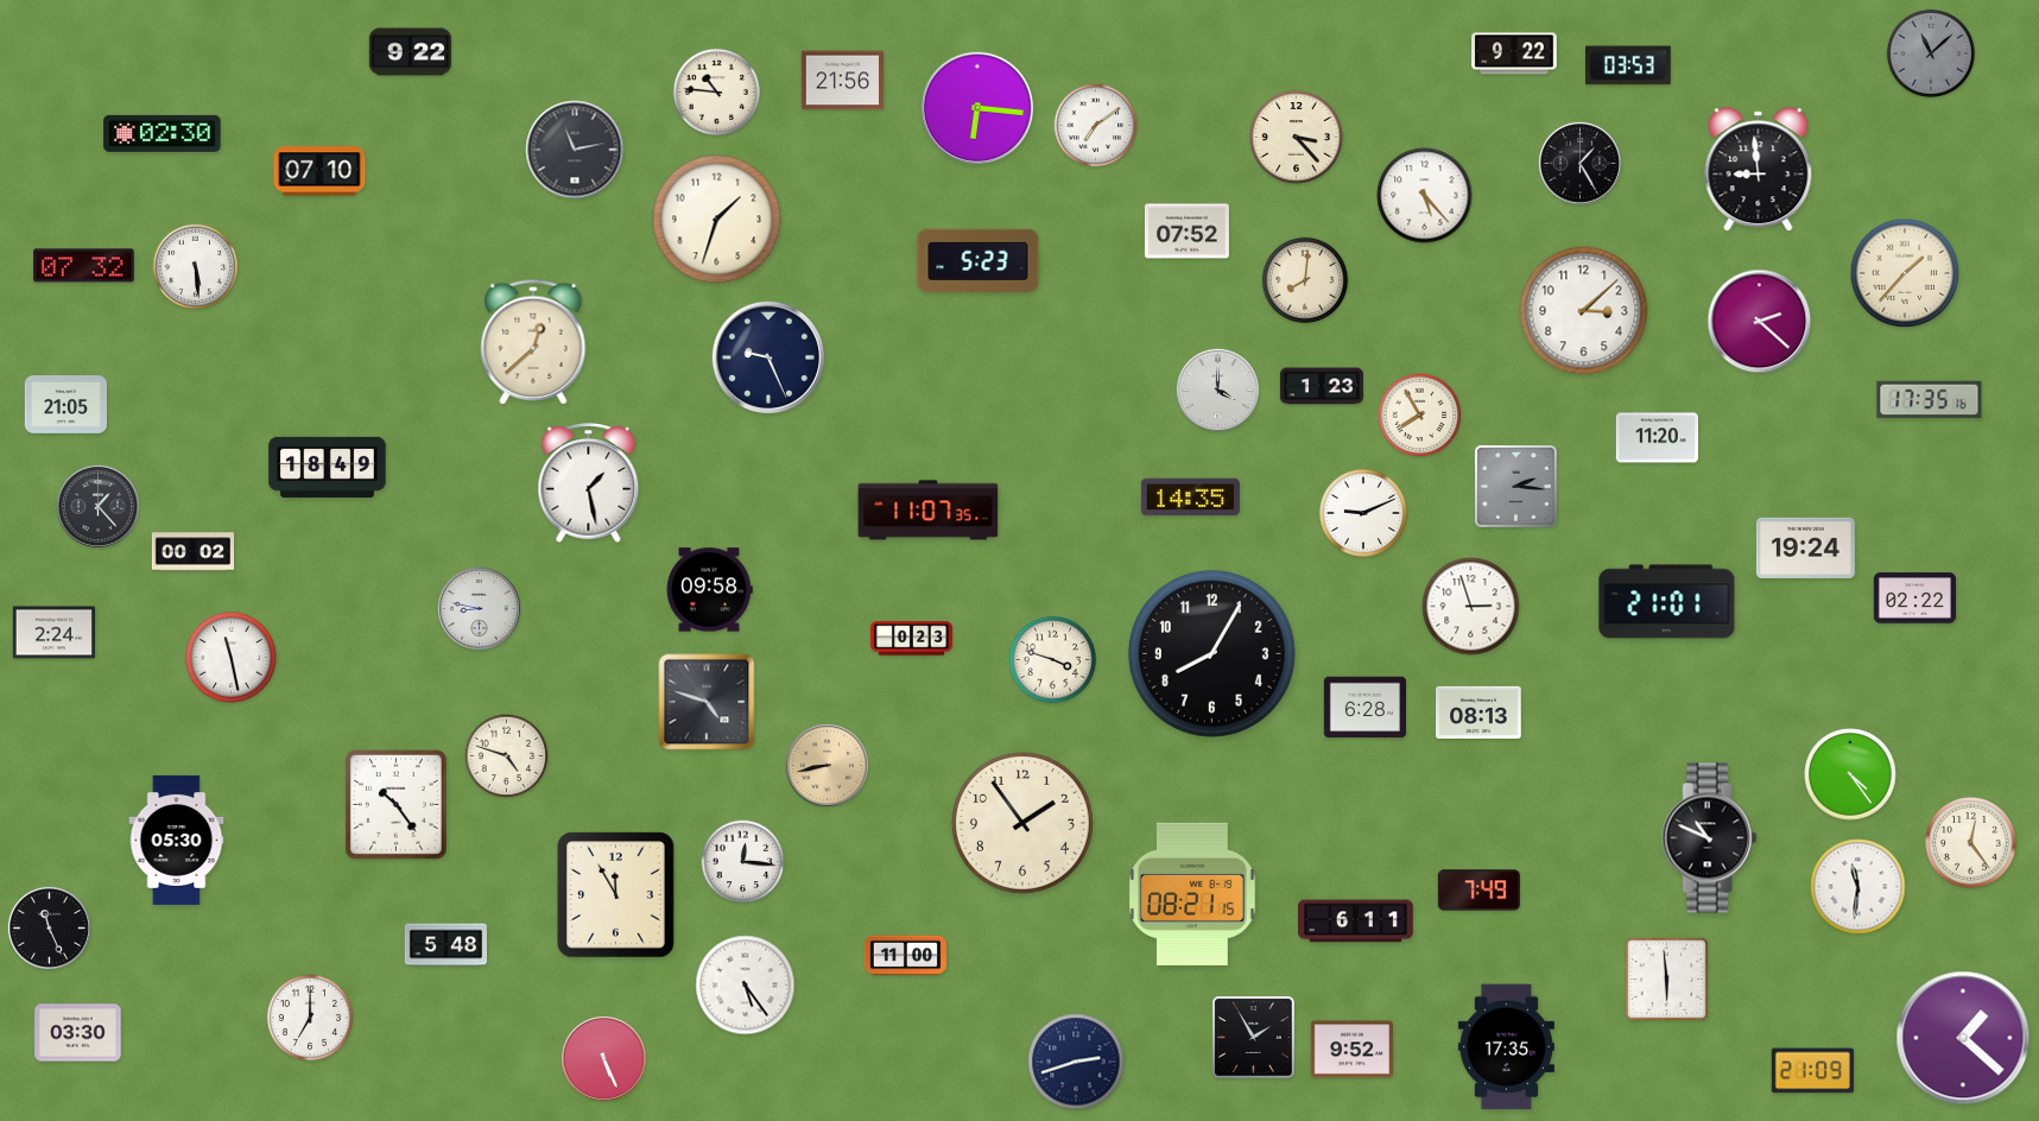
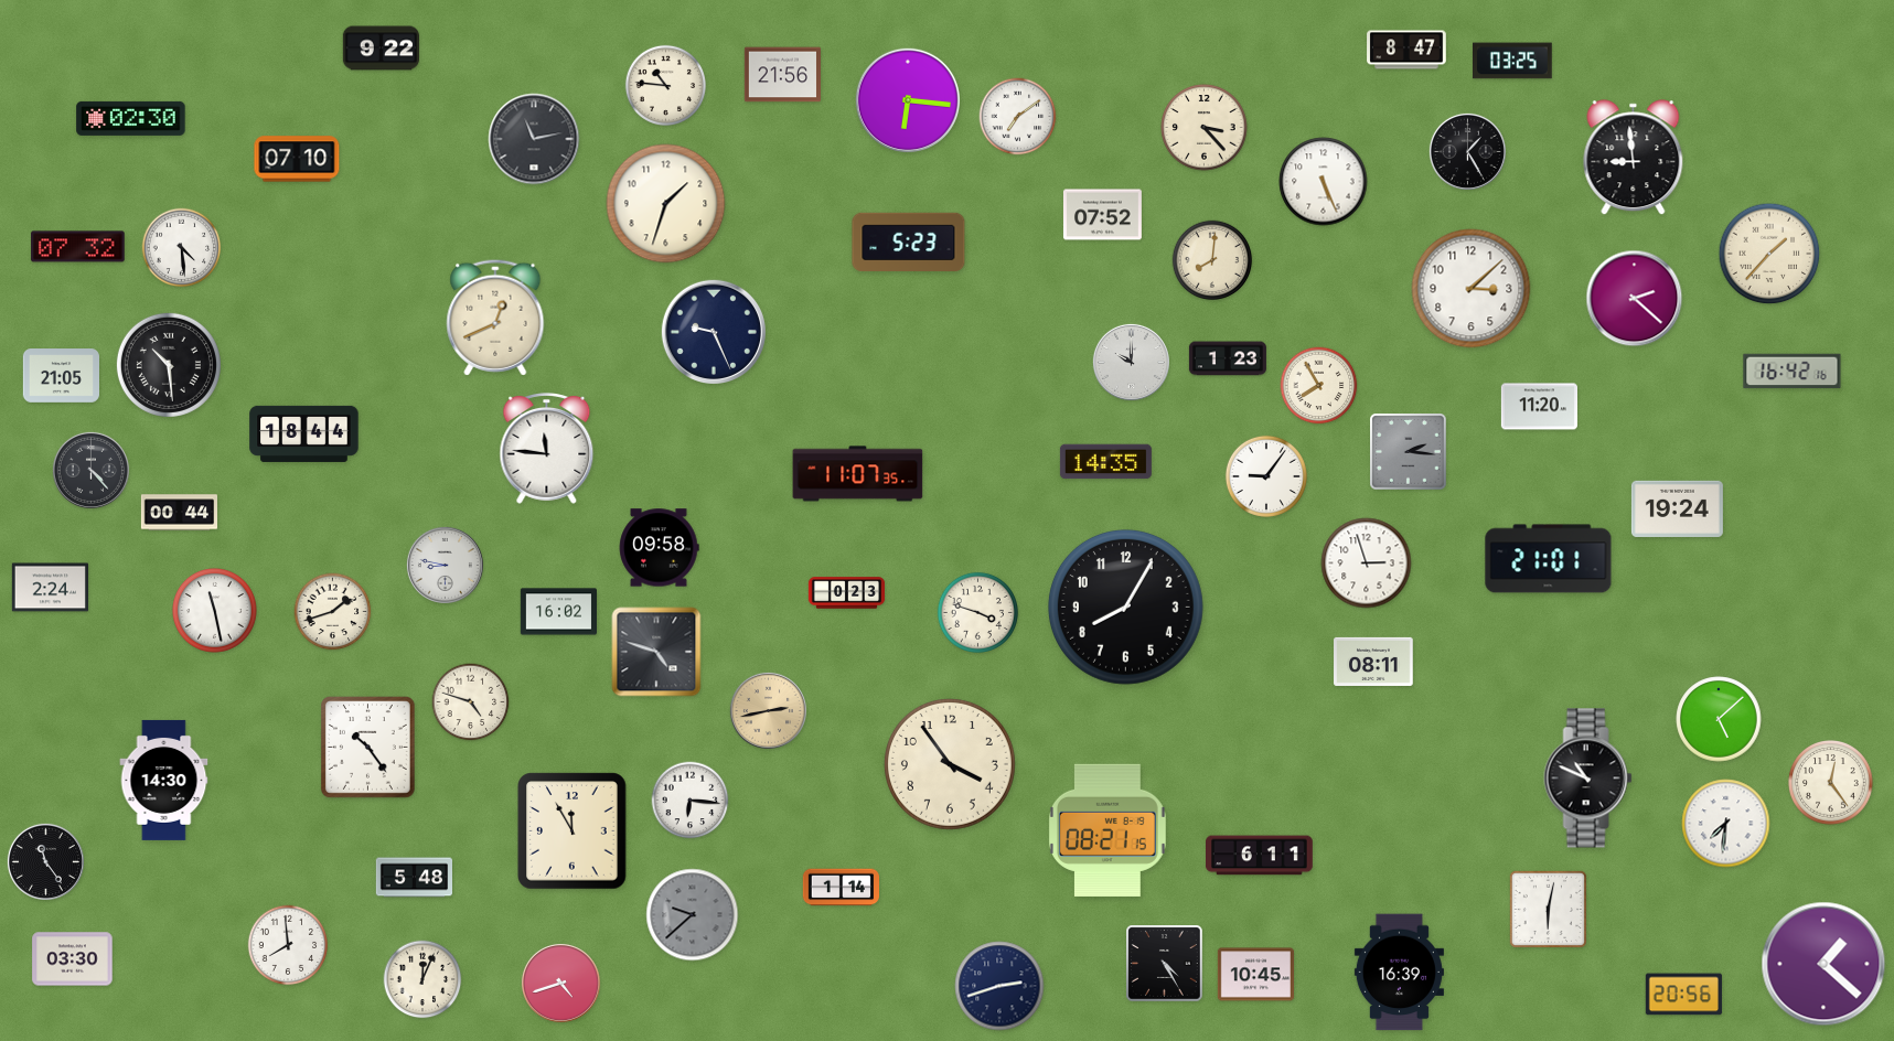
clock at (1514, 53): 9:22 -> 8:47
clock at (1931, 53): 11:08 -> none
clock at (1629, 65): 03:53 -> 03:25
clock at (163, 133) position: (163, 133) -> (131, 118)
clock at (1425, 196): 5:23 -> 5:26
clock at (196, 267): 5:29 -> 4:29
clock at (533, 342): 12:38 -> 12:41
clock at (1217, 389): 4:00 -> 10:00
clock at (169, 365): none -> 10:29
clock at (1930, 400): 17:35 -> 16:42
clock at (328, 467): 18:49 -> 18:44
clock at (589, 483): 1:28 -> 11:46
clock at (97, 506): 1:23 -> 4:23
clock at (929, 511) position: (929, 511) -> (858, 474)
clock at (1363, 513): 9:11 -> 9:06
clock at (194, 552): 00:02 -> 00:44
clock at (1914, 598): 02:22 -> none
clock at (333, 612): none -> 1:42
clock at (558, 612): none -> 16:02
clock at (1364, 708): 6:28 -> none
clock at (1478, 712): 08:13 -> 08:11
clock at (827, 765): 8:43 -> 2:43
clock at (1850, 774): 4:24 -> 5:08
clock at (1022, 823): 1:54 -> 3:54
clock at (177, 840): 05:30 -> 14:30
clock at (743, 862): 12:16 -> 6:16
clock at (1858, 887): 11:31 -> 7:31
clock at (1478, 891): 7:49 -> none
clock at (49, 927): 11:26 -> 11:24
clock at (905, 956): 11:00 -> 1:14
clock at (1666, 978): 5:59 -> 6:02
clock at (746, 986): 5:24 -> 9:38
clock at (746, 986) dial: white -> grey
clock at (310, 1018): 7:00 -> 7:59
clock at (1254, 1038): 1:55 -> 4:25
clock at (1506, 1047): 17:35 -> 16:39
clock at (1351, 1050): 9:52 -> 10:45
clock at (422, 979): none -> 12:04
clock at (603, 1058): 5:26 -> 4:42
clock at (1812, 1071): 21:09 -> 20:56
